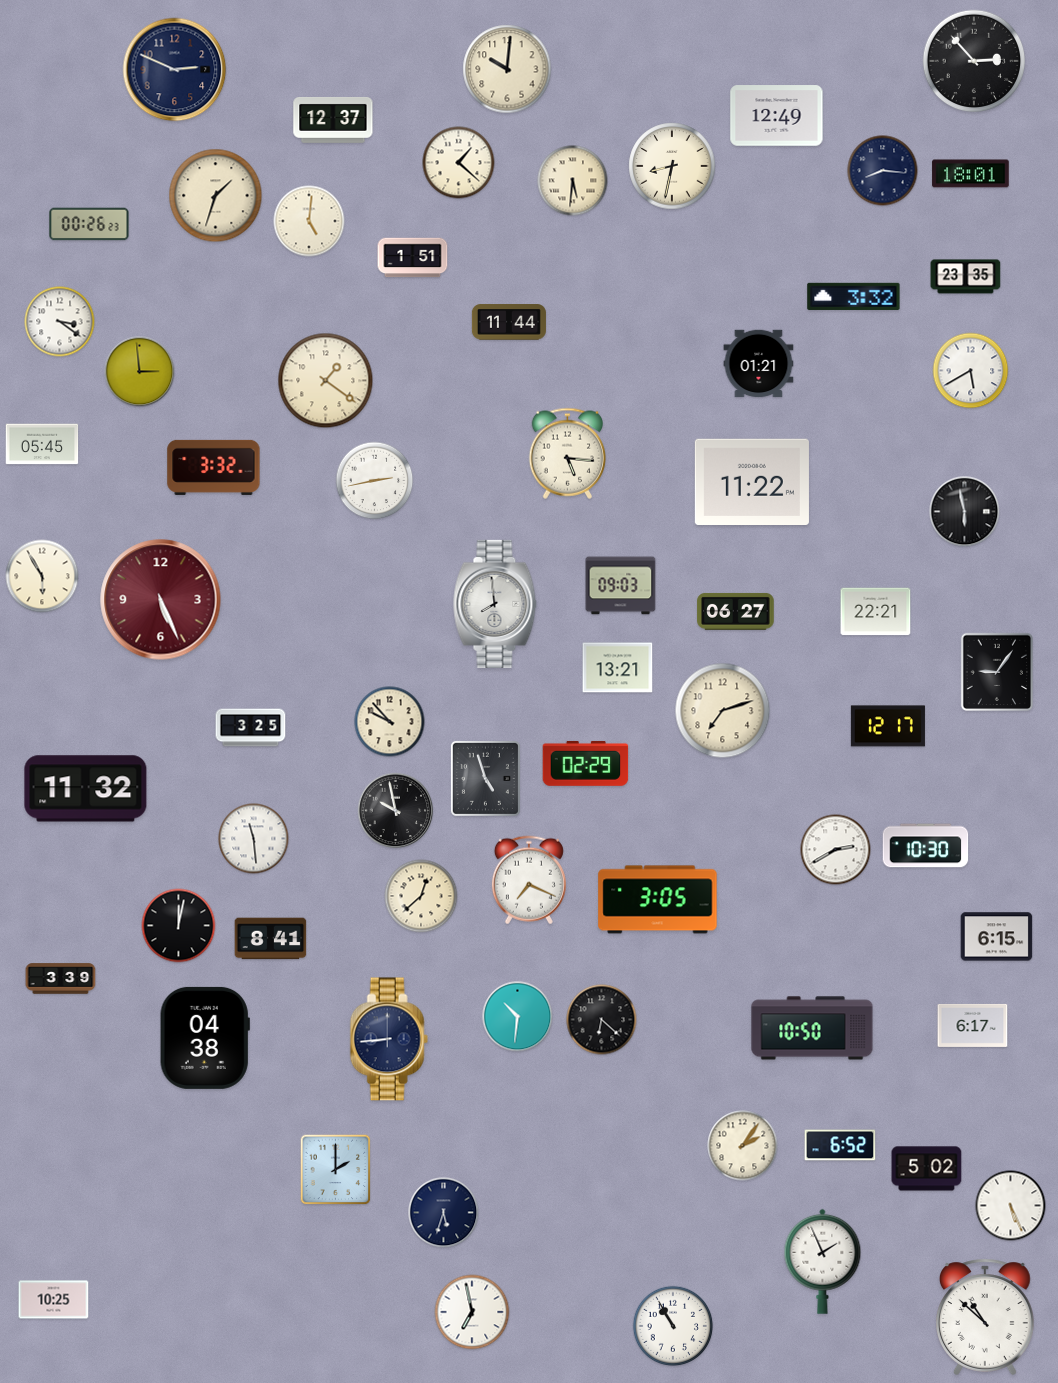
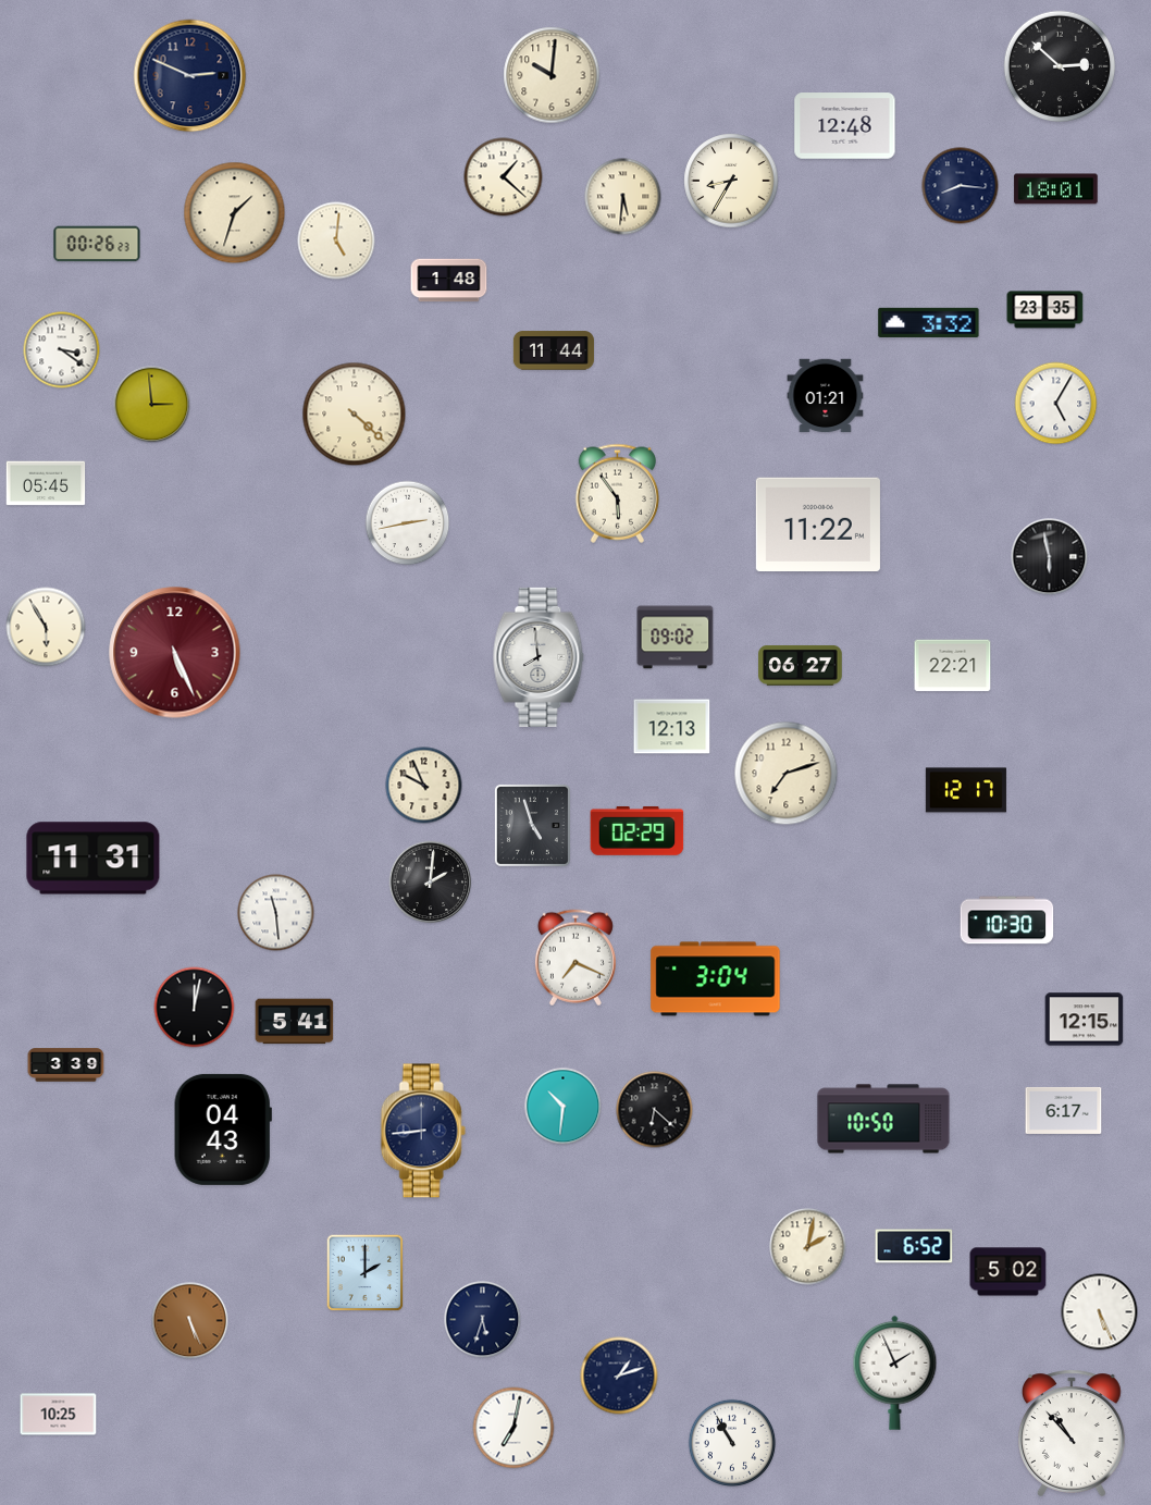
clock at (974, 61): 2:53 -> 2:52
clock at (777, 116): 12:49 -> 12:48
clock at (333, 120): 12:37 -> none
clock at (459, 163) position: (459, 163) -> (504, 177)
clock at (672, 166): 8:32 -> 8:35
clock at (413, 258): 1:51 -> 1:48
clock at (966, 277) position: (966, 277) -> (1045, 310)
clock at (60, 322) position: (60, 322) -> (62, 350)
clock at (971, 371): 5:40 -> 5:05
clock at (326, 381): 1:21 -> 4:22
clock at (568, 453): 5:16 -> 5:54
clock at (214, 467): 3:32 -> none
clock at (621, 586): 09:03 -> 09:02
clock at (618, 668): 13:21 -> 12:13
clock at (996, 672): 9:06 -> none
clock at (390, 722): 9:53 -> 9:56
clock at (251, 728): 3:25 -> none
clock at (485, 778) position: (485, 778) -> (532, 825)
clock at (86, 789): 11:32 -> 11:31
clock at (396, 811): 9:58 -> 2:01
clock at (836, 850): 2:40 -> none
clock at (421, 896): 12:38 -> none
clock at (658, 900): 3:05 -> 3:04
clock at (997, 937): 6:15 -> 12:15
clock at (271, 939): 8:41 -> 5:41
clock at (973, 1025) position: (973, 1025) -> (1064, 1110)
clock at (205, 1038): 04:38 -> 04:43
clock at (743, 1146): 2:06 -> 2:02
clock at (190, 1321): none -> 5:26
clock at (619, 1376): none -> 1:12
clock at (472, 1312): 6:58 -> 7:02
clock at (986, 1317): 10:52 -> 10:53
